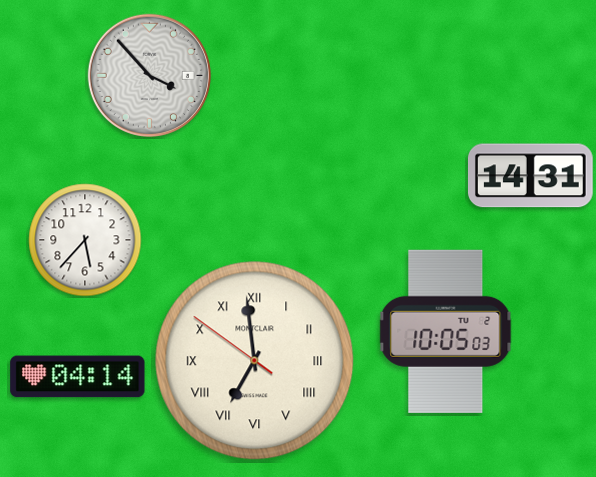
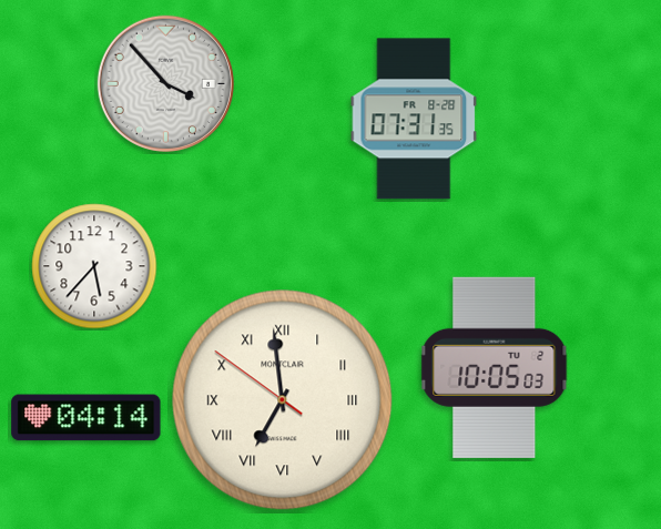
clock at (414, 119): none -> 07:31
clock at (530, 176): 14:31 -> none
